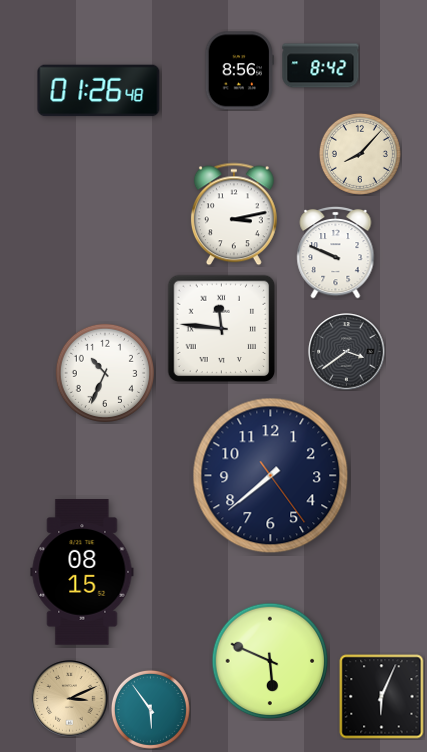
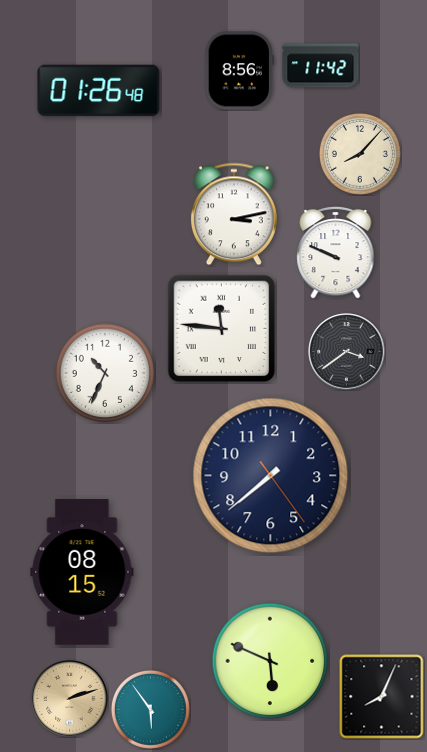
clock at (321, 66): 8:42 -> 11:42
clock at (382, 697): 6:04 -> 8:04
clock at (70, 699): 3:11 -> 2:12
